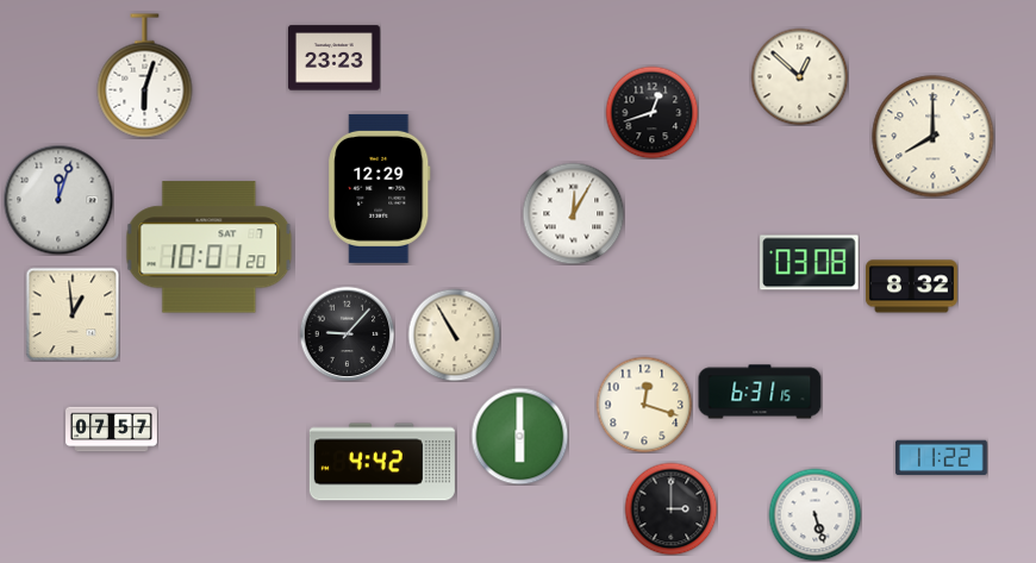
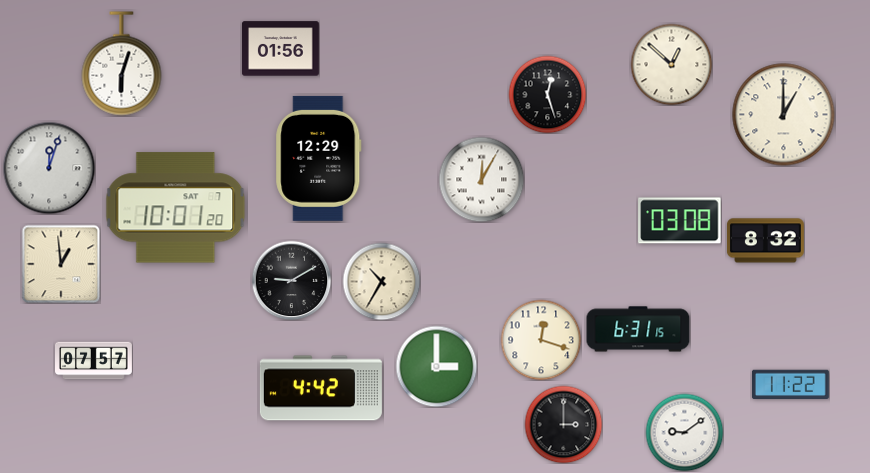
clock at (333, 58): 23:23 -> 01:56
clock at (651, 112): 12:42 -> 12:27
clock at (934, 137): 8:00 -> 1:00
clock at (347, 333): 9:07 -> 9:10
clock at (454, 334): 10:55 -> 10:35
clock at (519, 436): 6:00 -> 3:00
clock at (670, 508) position: (670, 508) -> (563, 424)
clock at (815, 514): 5:27 -> 9:09
